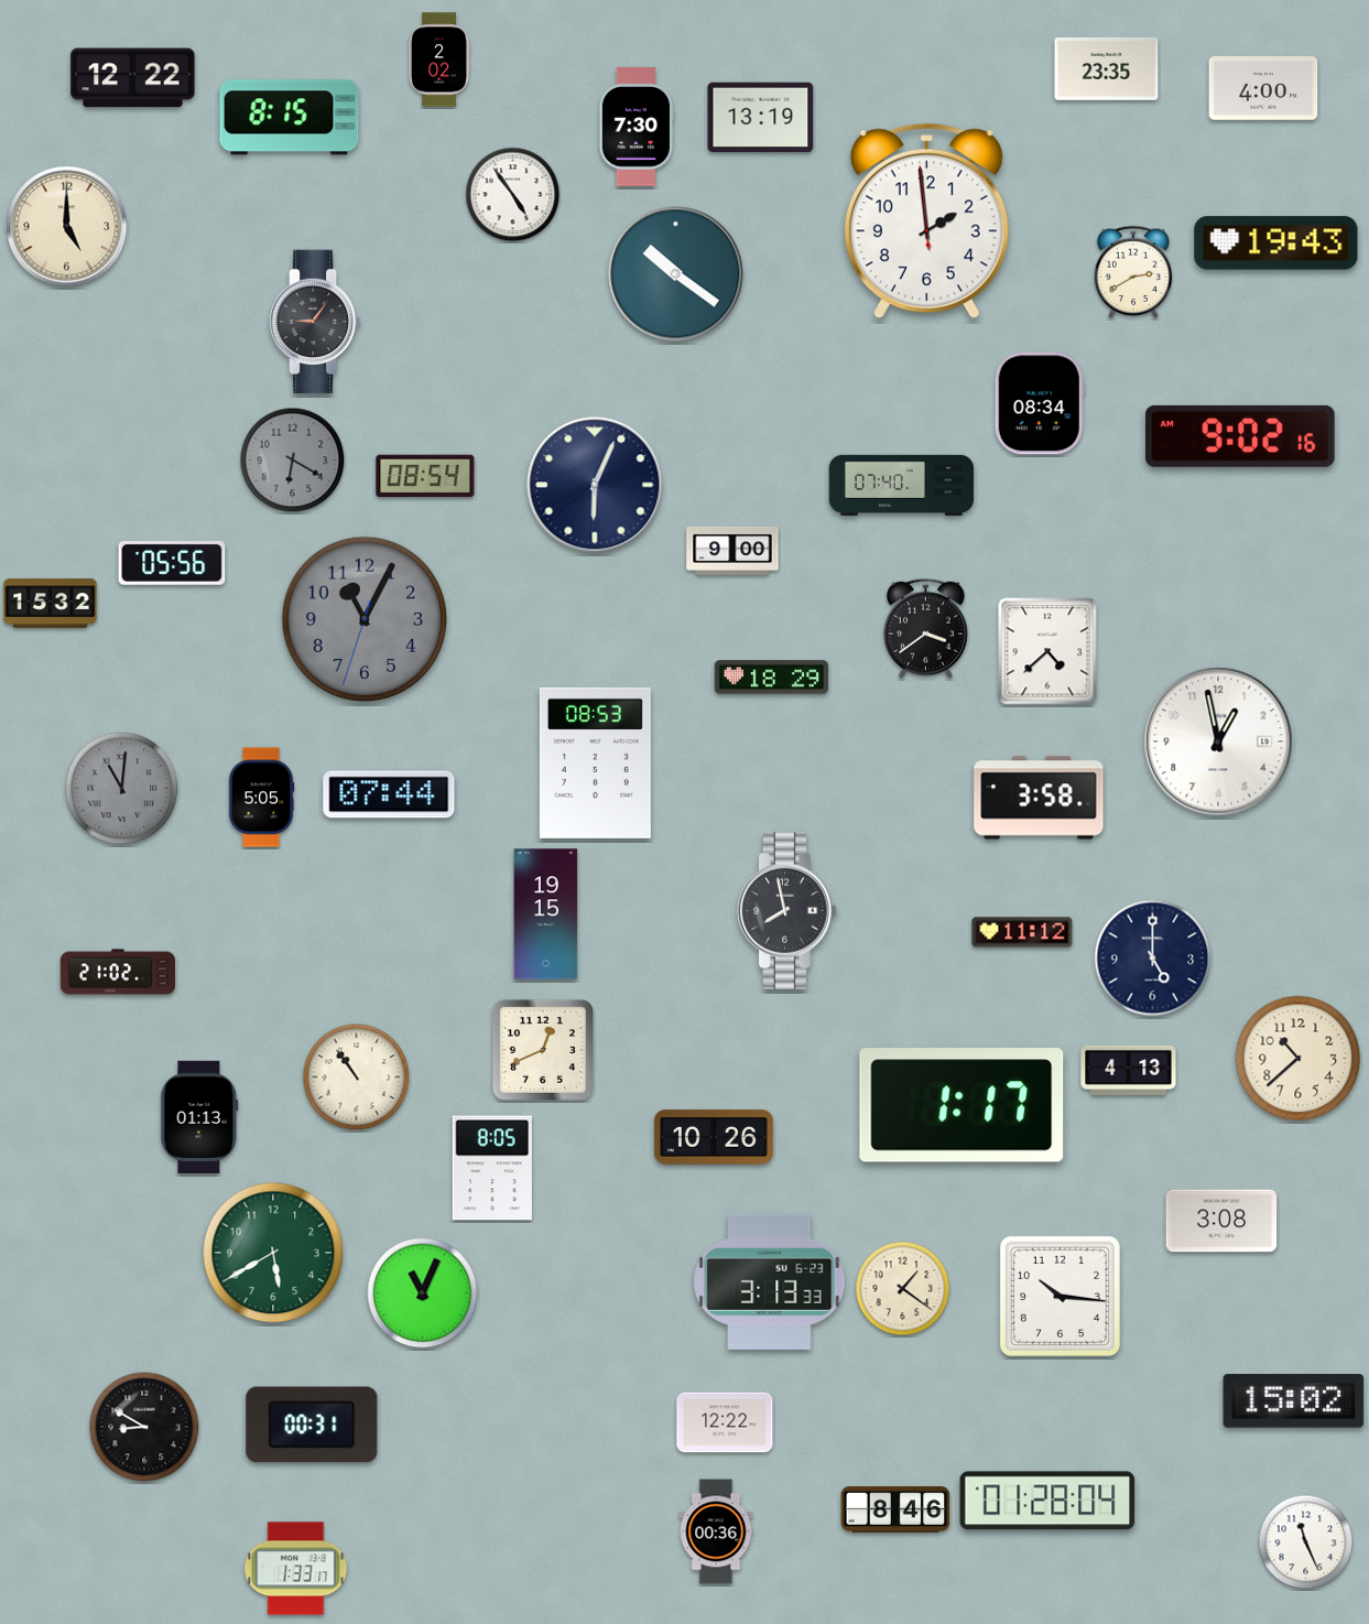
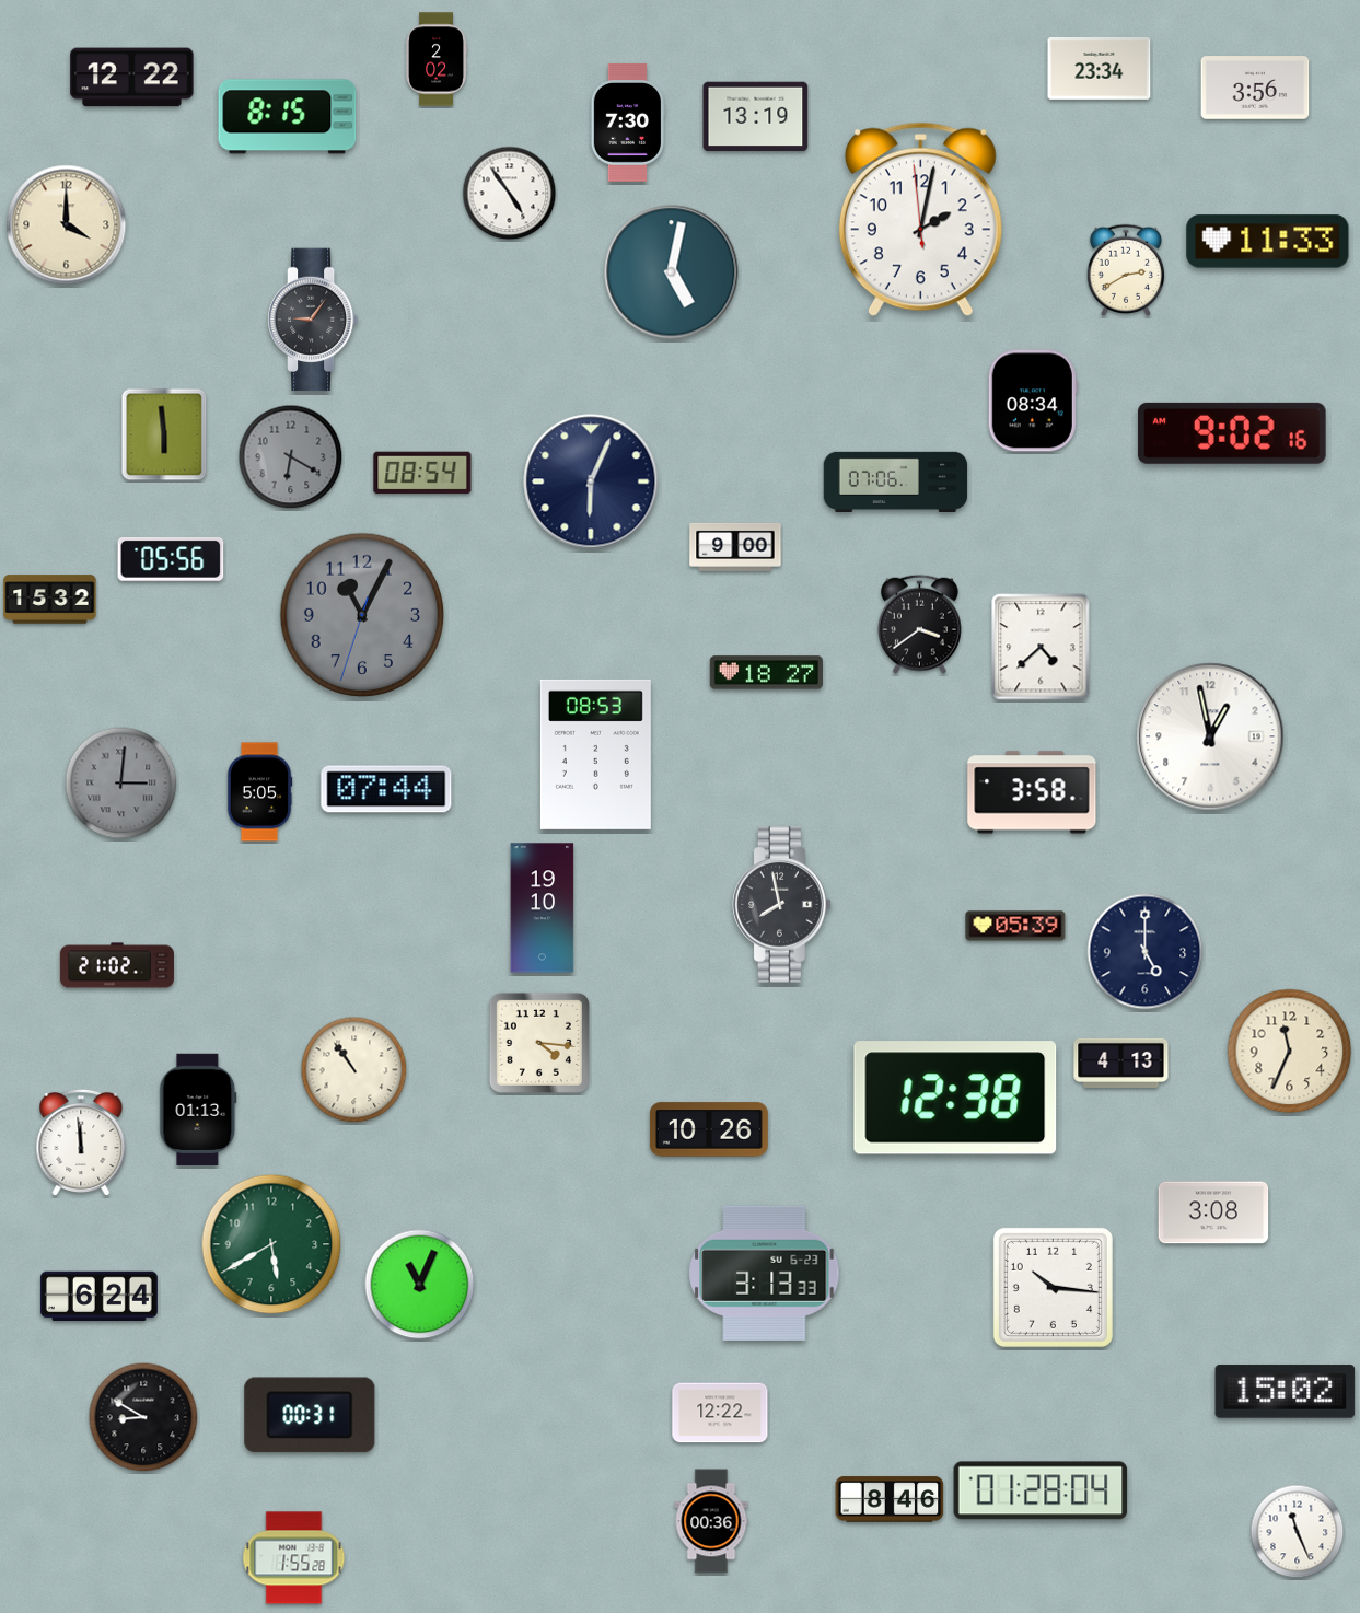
clock at (1107, 68): 23:35 -> 23:34
clock at (1263, 88): 4:00 -> 3:56
clock at (635, 127) position: (635, 127) -> (627, 123)
clock at (926, 221): 1:58 -> 2:01
clock at (67, 227): 5:00 -> 4:00
clock at (1276, 243): 19:43 -> 11:33
clock at (676, 274): 10:21 -> 5:02
clock at (164, 434): none -> 5:59
clock at (902, 485): 07:40 -> 07:06
clock at (732, 551) position: (732, 551) -> (735, 547)
clock at (771, 678): 18:29 -> 18:27
clock at (595, 762) position: (595, 762) -> (595, 754)
clock at (122, 789): 11:01 -> 3:01
clock at (546, 914): 19:15 -> 19:10
clock at (1022, 932): 11:12 -> 05:39
clock at (543, 1050): 12:41 -> 4:16
clock at (1299, 1059): 10:38 -> 11:34
clock at (961, 1105): 1:17 -> 12:38
clock at (81, 1141): none -> 11:59
clock at (492, 1168): 8:05 -> none
clock at (903, 1289): 1:21 -> none
clock at (98, 1297): none -> 6:24
clock at (296, 1569): 1:33 -> 1:55
